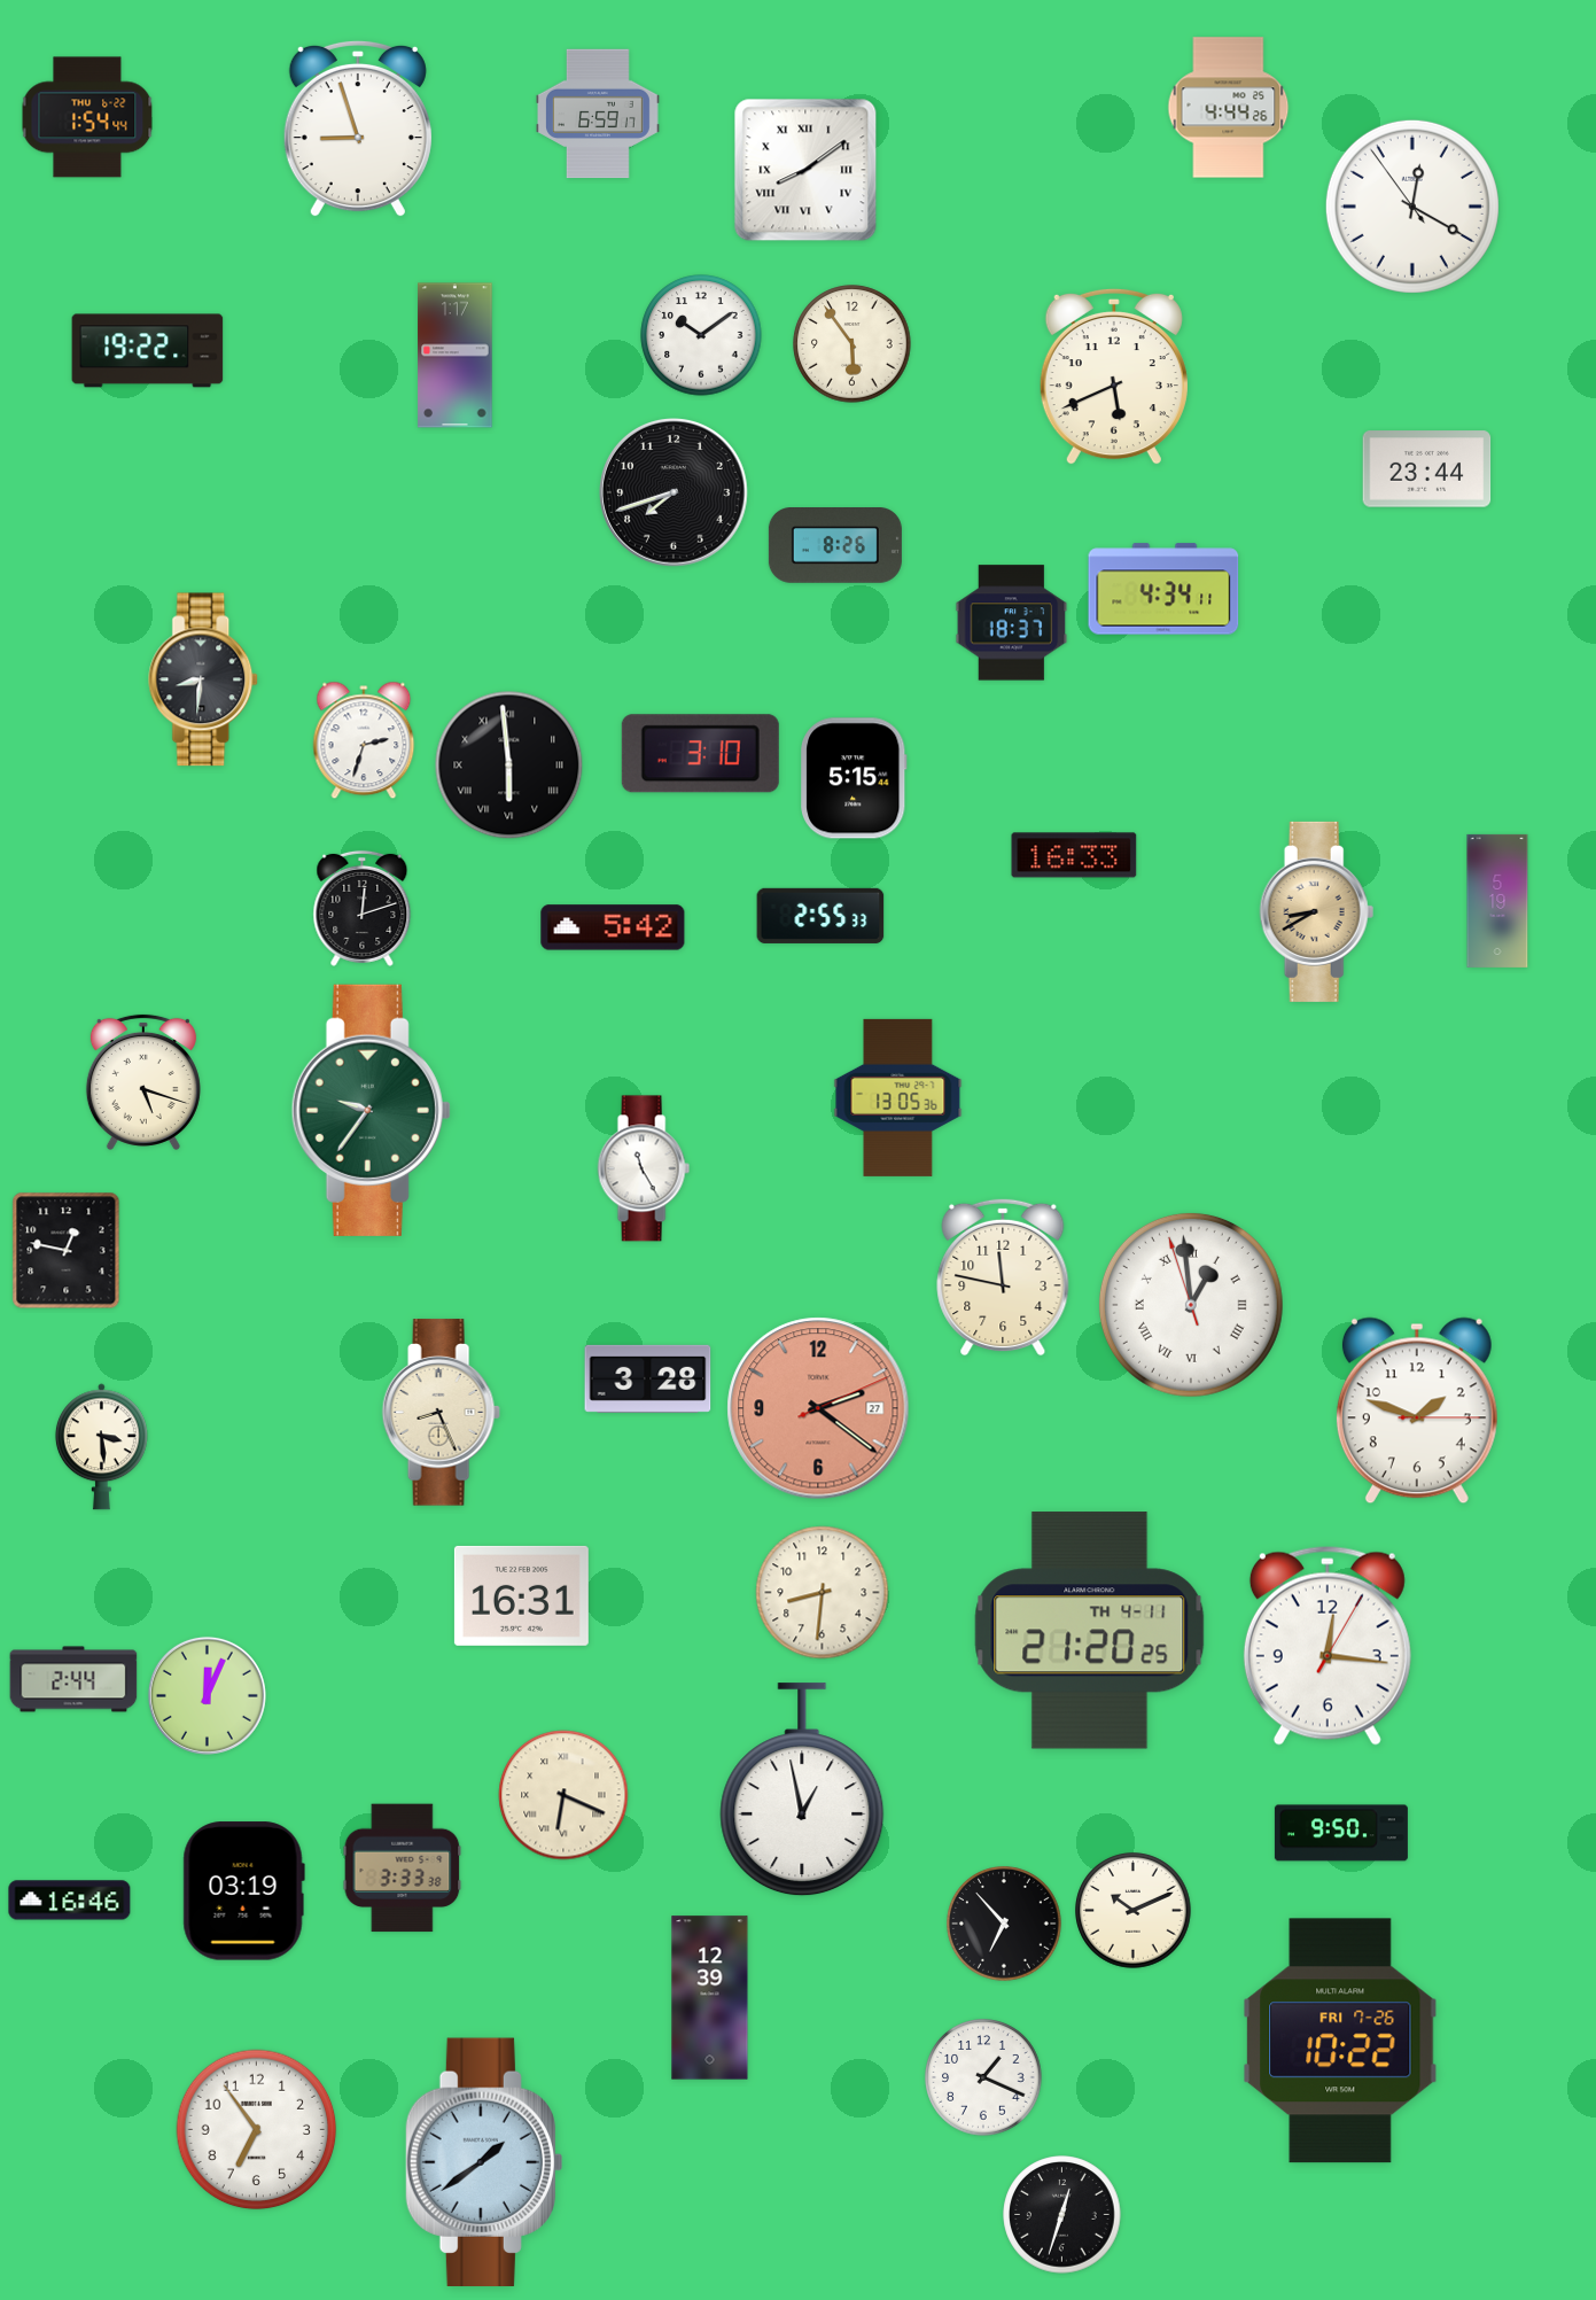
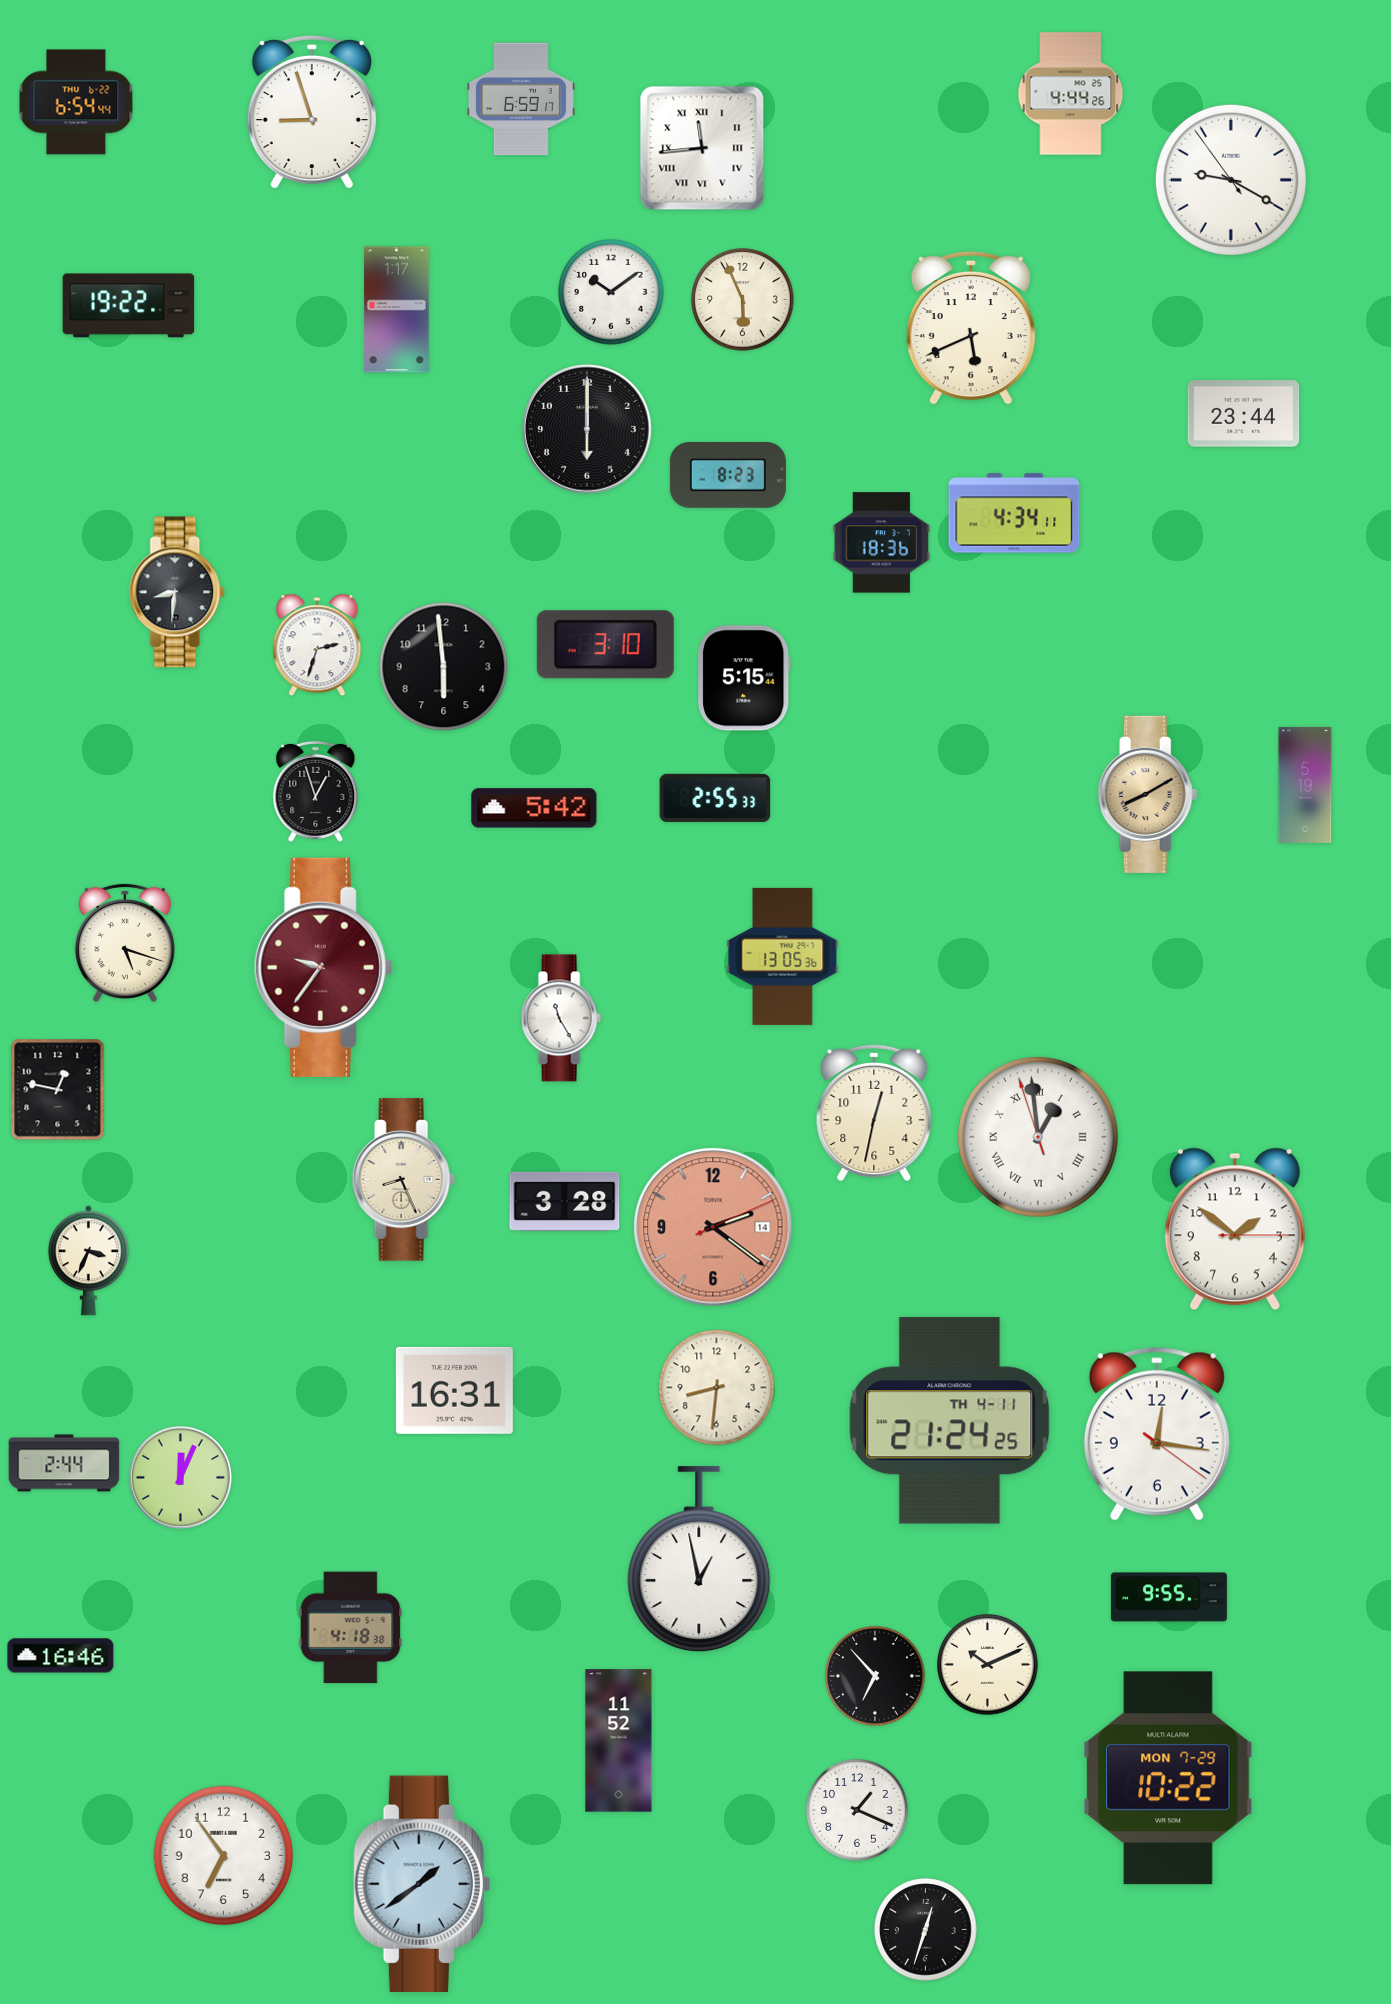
clock at (87, 117): 1:54 -> 6:54
clock at (805, 170): 8:09 -> 11:44
clock at (1412, 207): 12:19 -> 9:19
clock at (853, 344): 5:54 -> 5:56
clock at (1427, 469) position: (1427, 469) -> (1244, 414)
clock at (675, 494): 7:42 -> 6:00
clock at (835, 546): 8:26 -> 8:23
clock at (1012, 623): 18:37 -> 18:36
clock at (700, 754) position: (700, 754) -> (605, 645)
clock at (509, 766) numerals: Roman -> Arabic
clock at (1074, 855): 16:33 -> none
clock at (363, 908): 12:12 -> 12:57
clock at (1317, 911): 8:40 -> 8:10
clock at (371, 1110) dial: green -> burgundy
clock at (1003, 1277): 11:47 -> 12:32
clock at (818, 1408) date: 27 -> 14
clock at (1417, 1411): 1:48 -> 1:51
clock at (441, 1413) position: (441, 1413) -> (403, 1180)
clock at (101, 1447): 3:29 -> 3:34
clock at (1090, 1631): 21:20 -> 21:24
clock at (1328, 1646): 12:16:05 -> 12:16:21
clock at (563, 1795): 6:19 -> none
clock at (1341, 1833): 9:50 -> 9:55
clock at (403, 1868): 3:33 -> 4:18
clock at (243, 1891): 03:19 -> none
clock at (710, 1998): 12:39 -> 11:52
clock at (1340, 2041) date: FRI 7-26 -> MON 7-29
